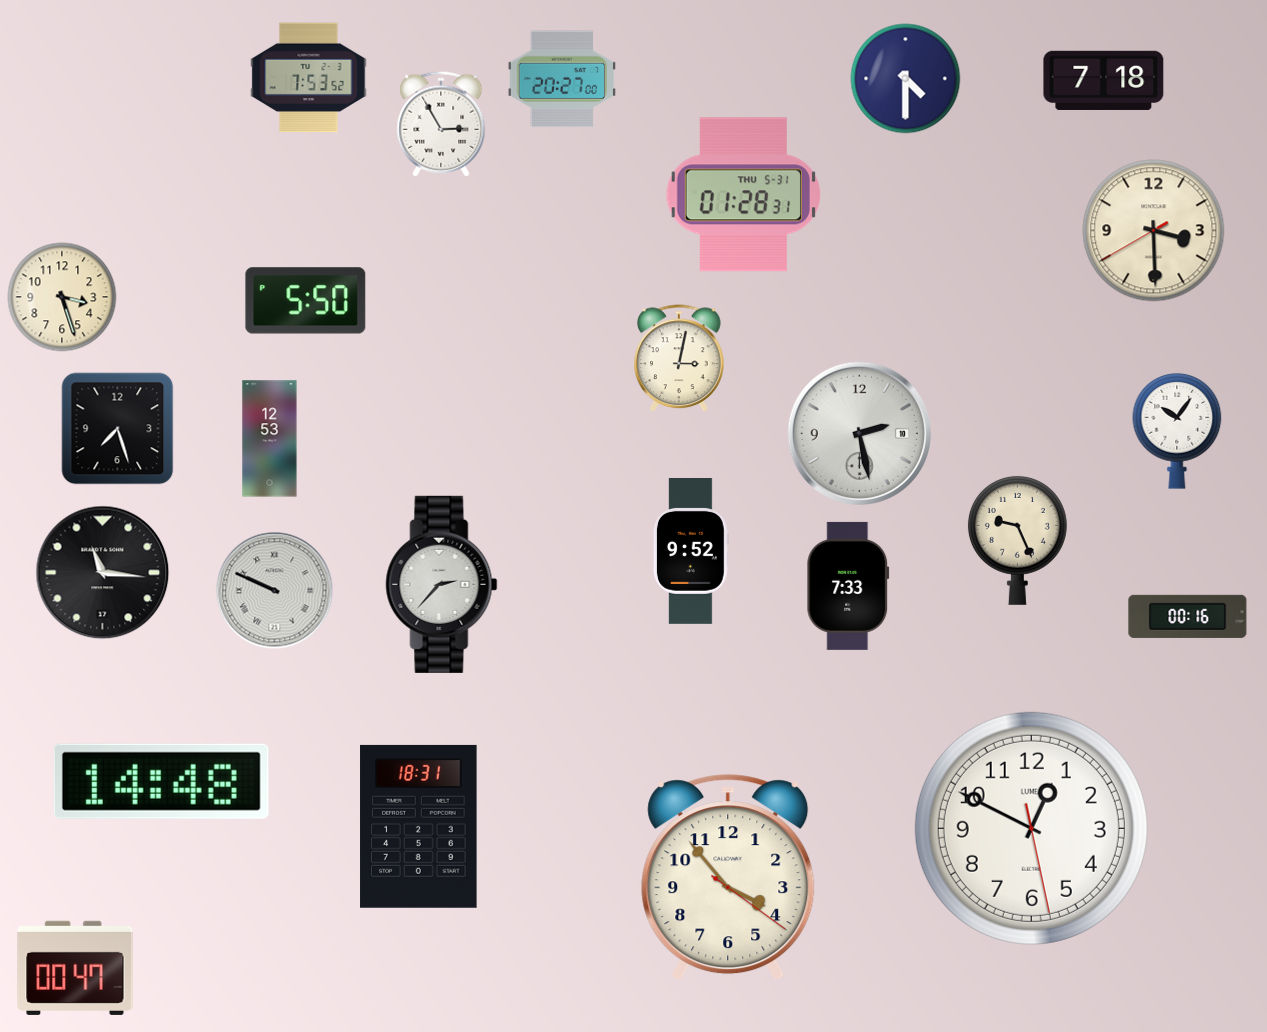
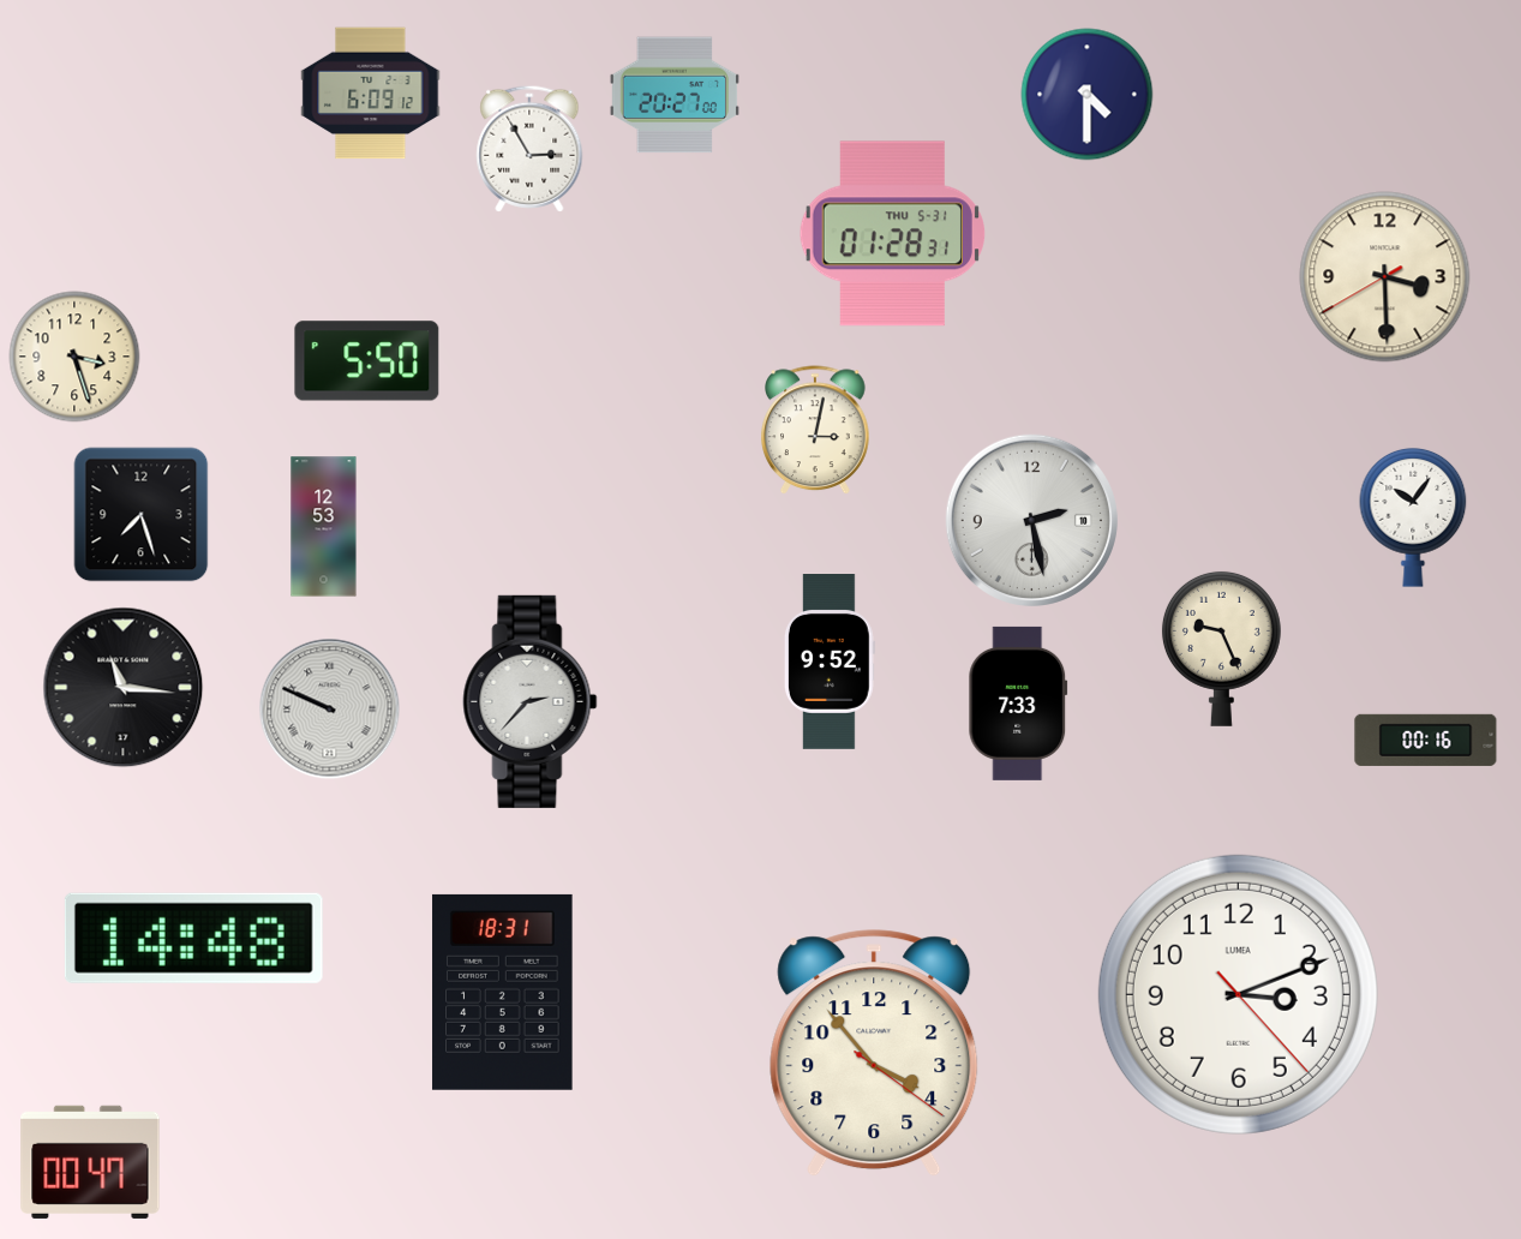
clock at (309, 78): 7:53 -> 6:09
clock at (1104, 80): 7:18 -> none
clock at (1031, 828): 12:49 -> 3:11
